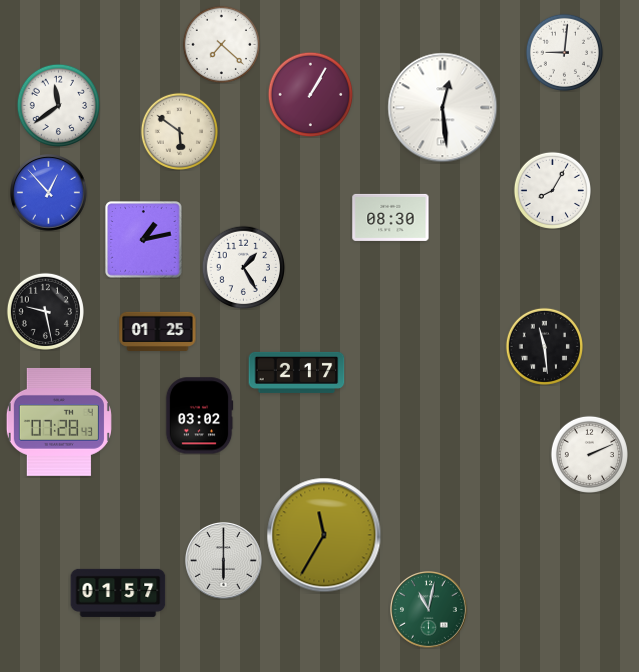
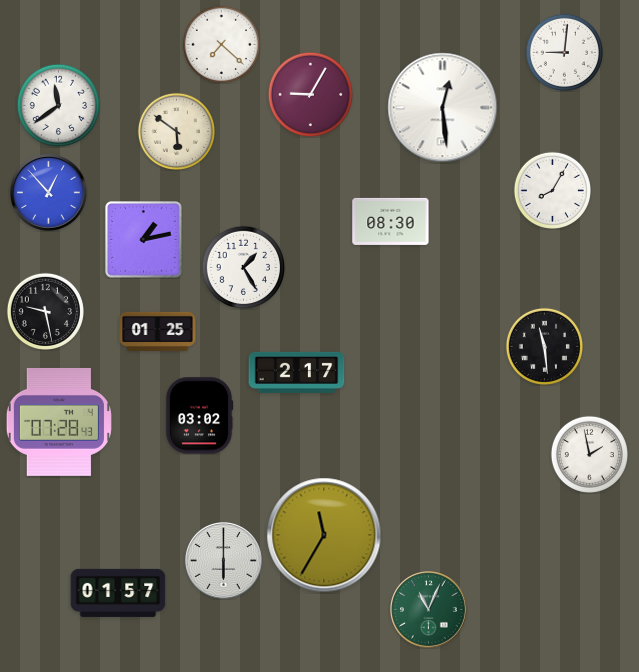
clock at (310, 94): 1:05 -> 9:05
clock at (179, 131) position: (179, 131) -> (176, 131)
clock at (391, 217) position: (391, 217) -> (391, 221)
clock at (589, 454): 2:11 -> 1:58
clock at (429, 610): 11:02 -> 11:04
